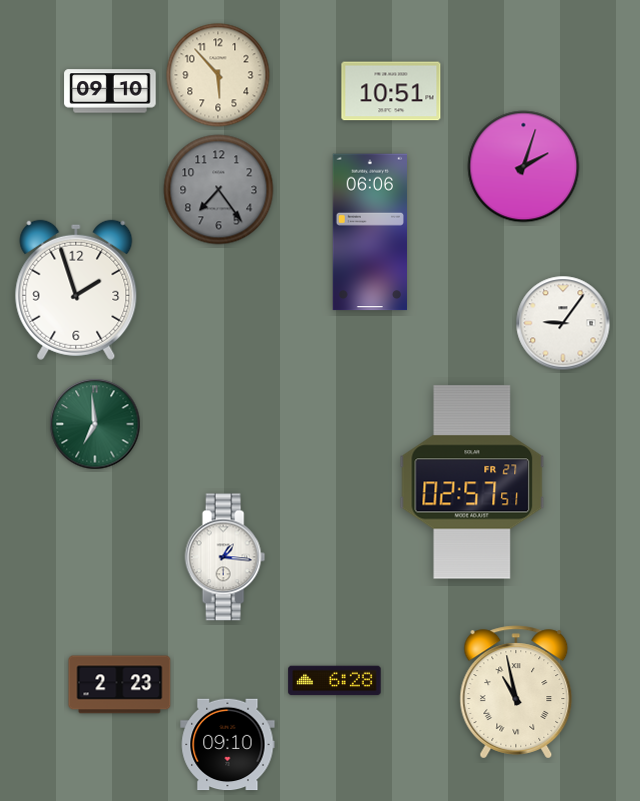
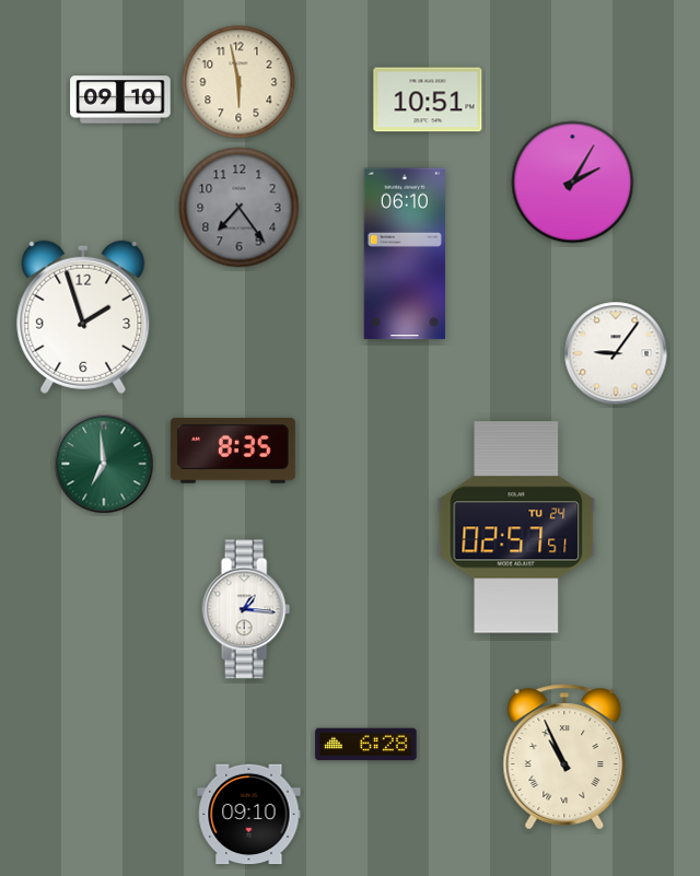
clock at (218, 75): 5:53 -> 5:58
clock at (524, 167): 2:03 -> 2:05
clock at (369, 232): 06:06 -> 06:10
clock at (233, 451): none -> 8:35
clock at (472, 482) date: FR 27 -> TU 24
clock at (120, 685): 2:23 -> none
clock at (516, 692): 10:58 -> 10:56
